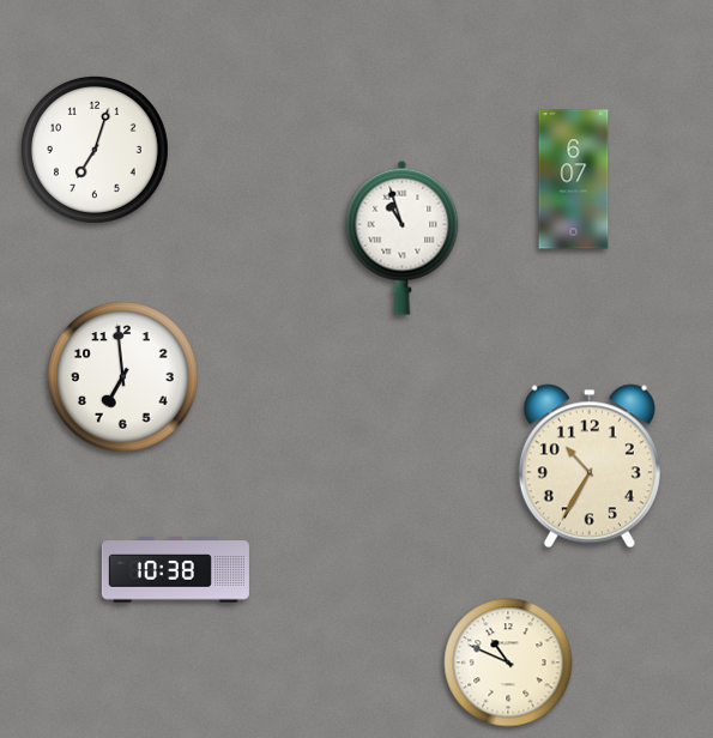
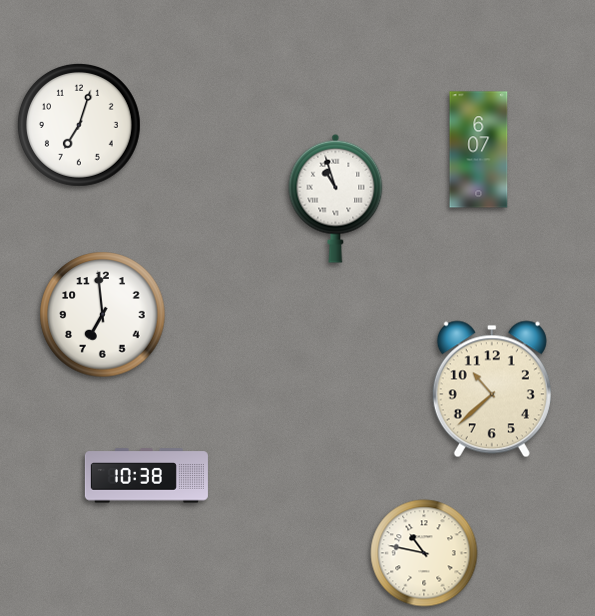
clock at (590, 466): 10:35 -> 10:38
clock at (508, 663): 10:49 -> 10:47
